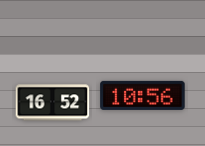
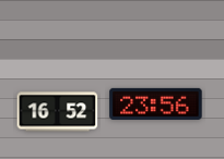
clock at (143, 95): 10:56 -> 23:56
